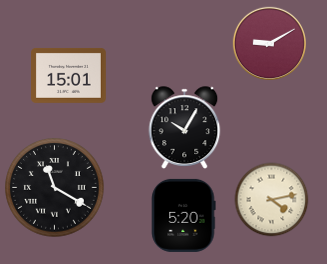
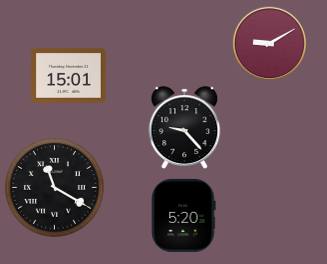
clock at (185, 128): 10:05 -> 9:23
clock at (272, 200): 4:13 -> none
